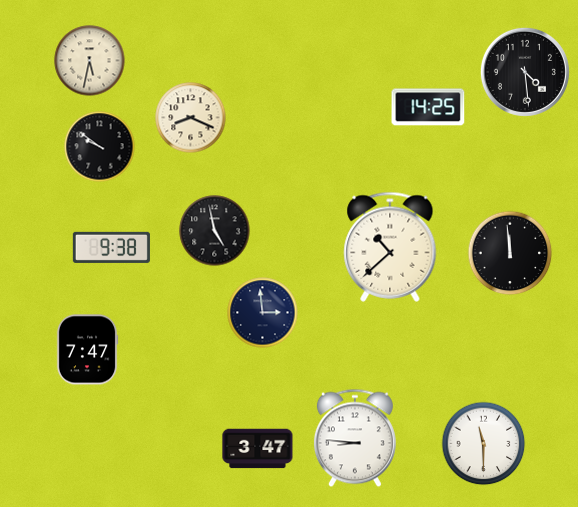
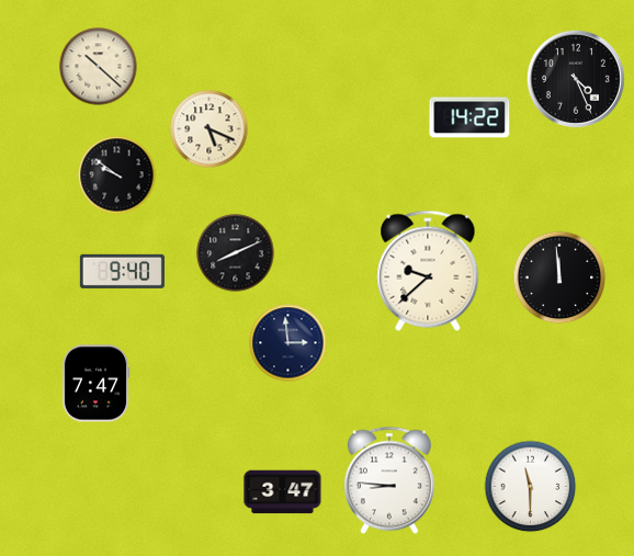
clock at (90, 61): 5:32 -> 10:22
clock at (525, 72): 4:29 -> 4:26
clock at (428, 107): 14:25 -> 14:22
clock at (191, 118): 8:19 -> 5:19
clock at (100, 147) position: (100, 147) -> (117, 175)
clock at (215, 231): 4:58 -> 8:11
clock at (111, 247): 9:38 -> 9:40
clock at (390, 247): 10:38 -> 9:38
